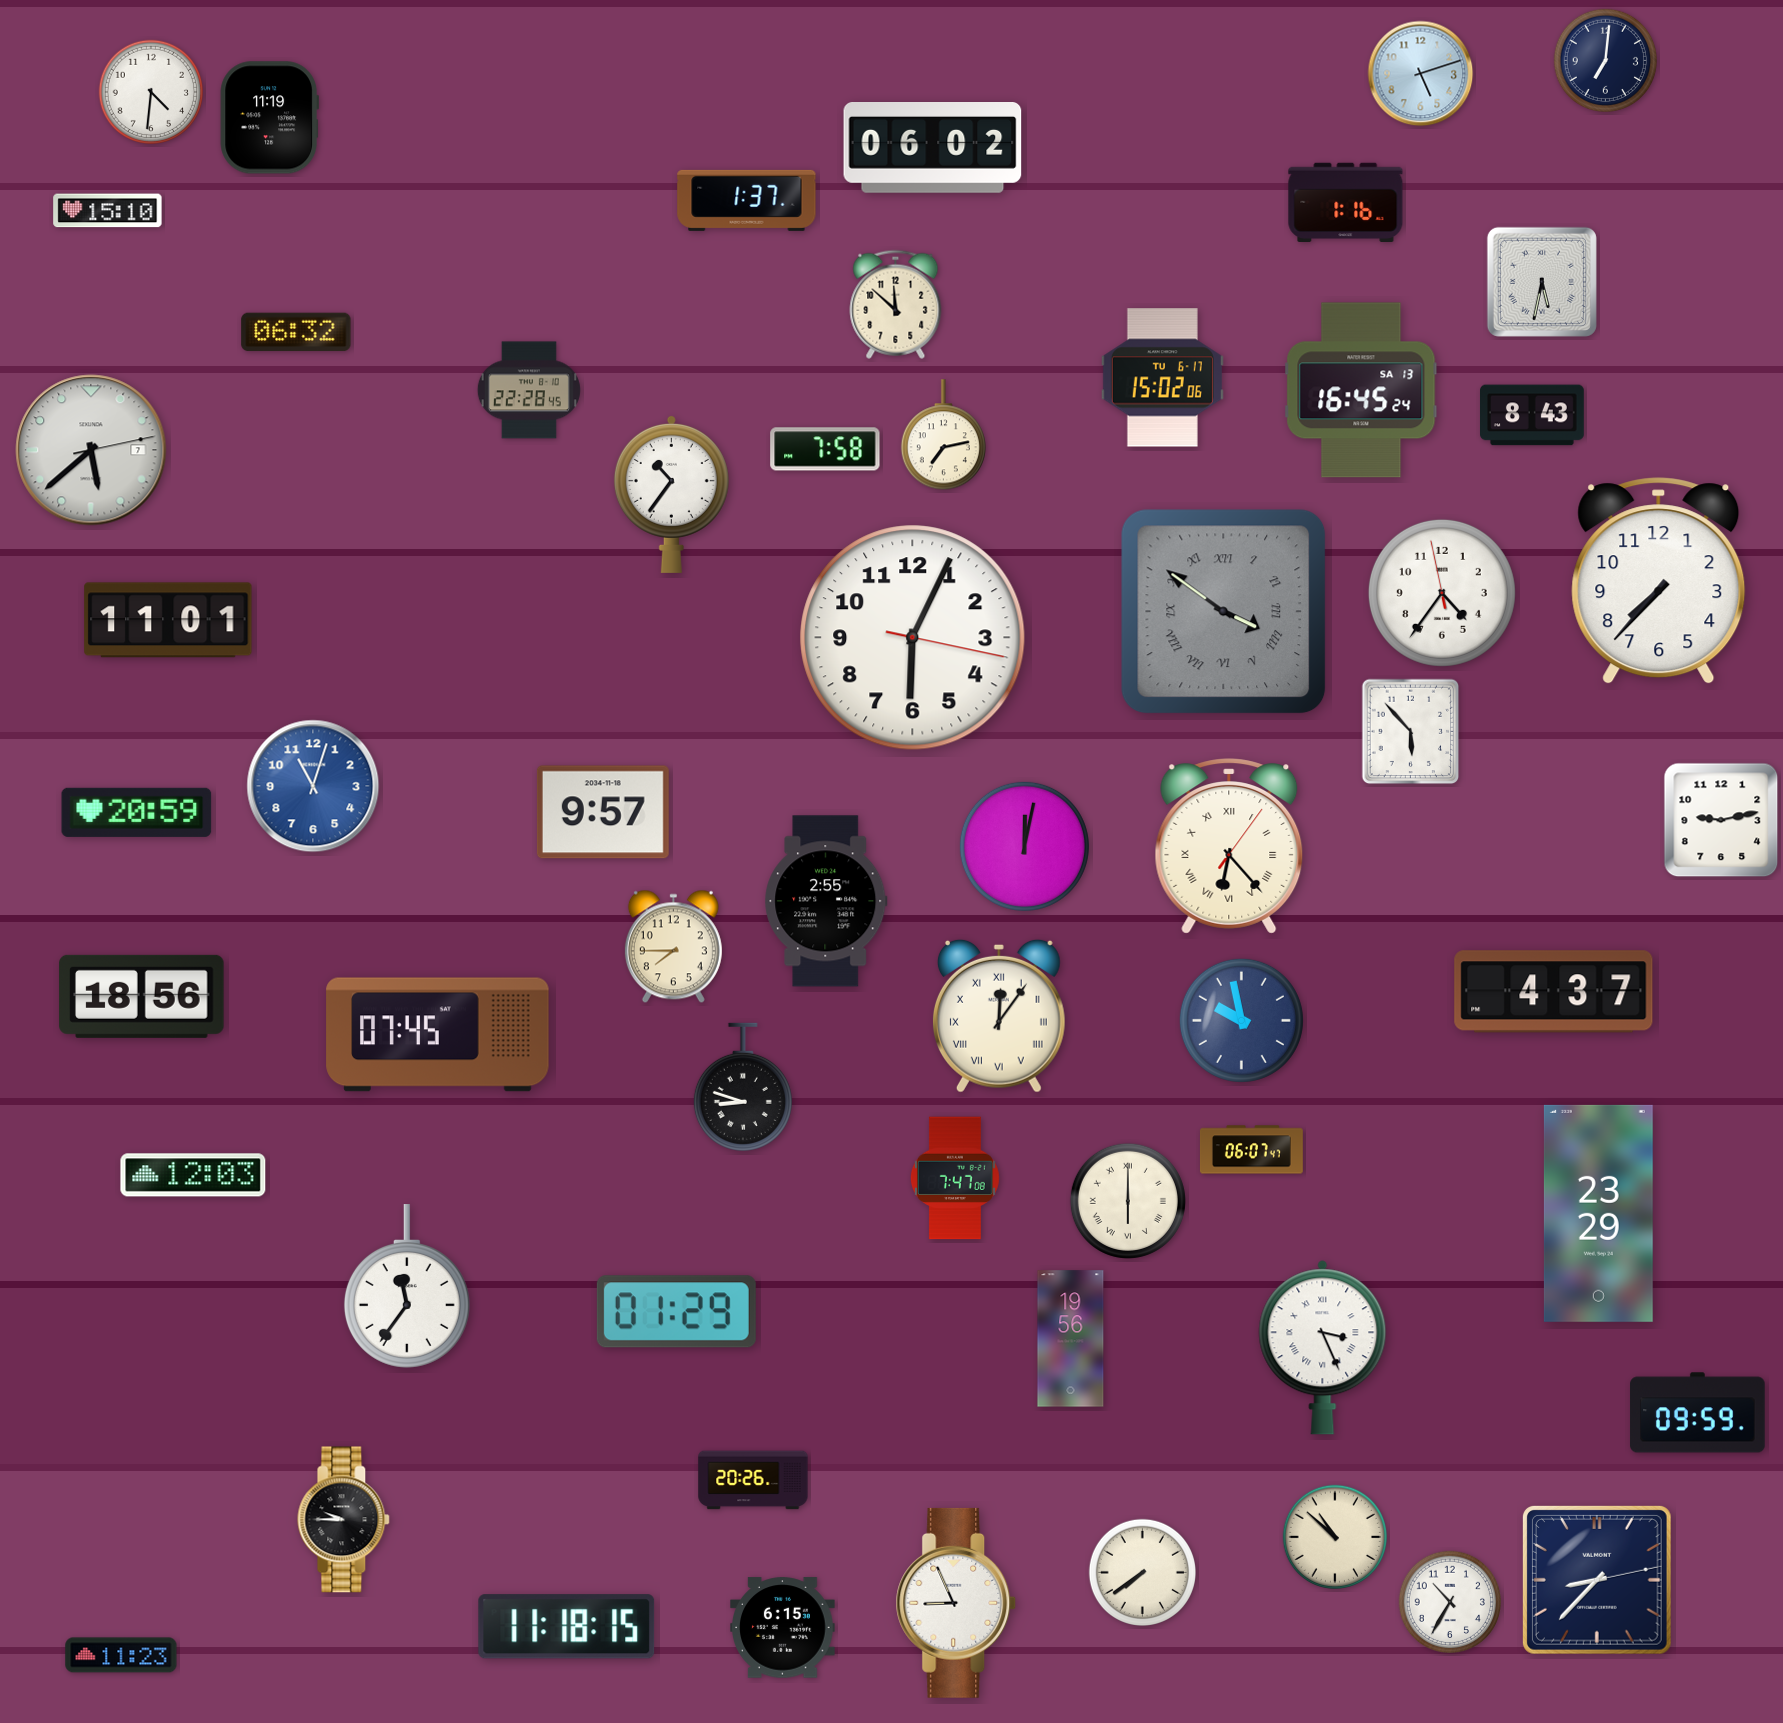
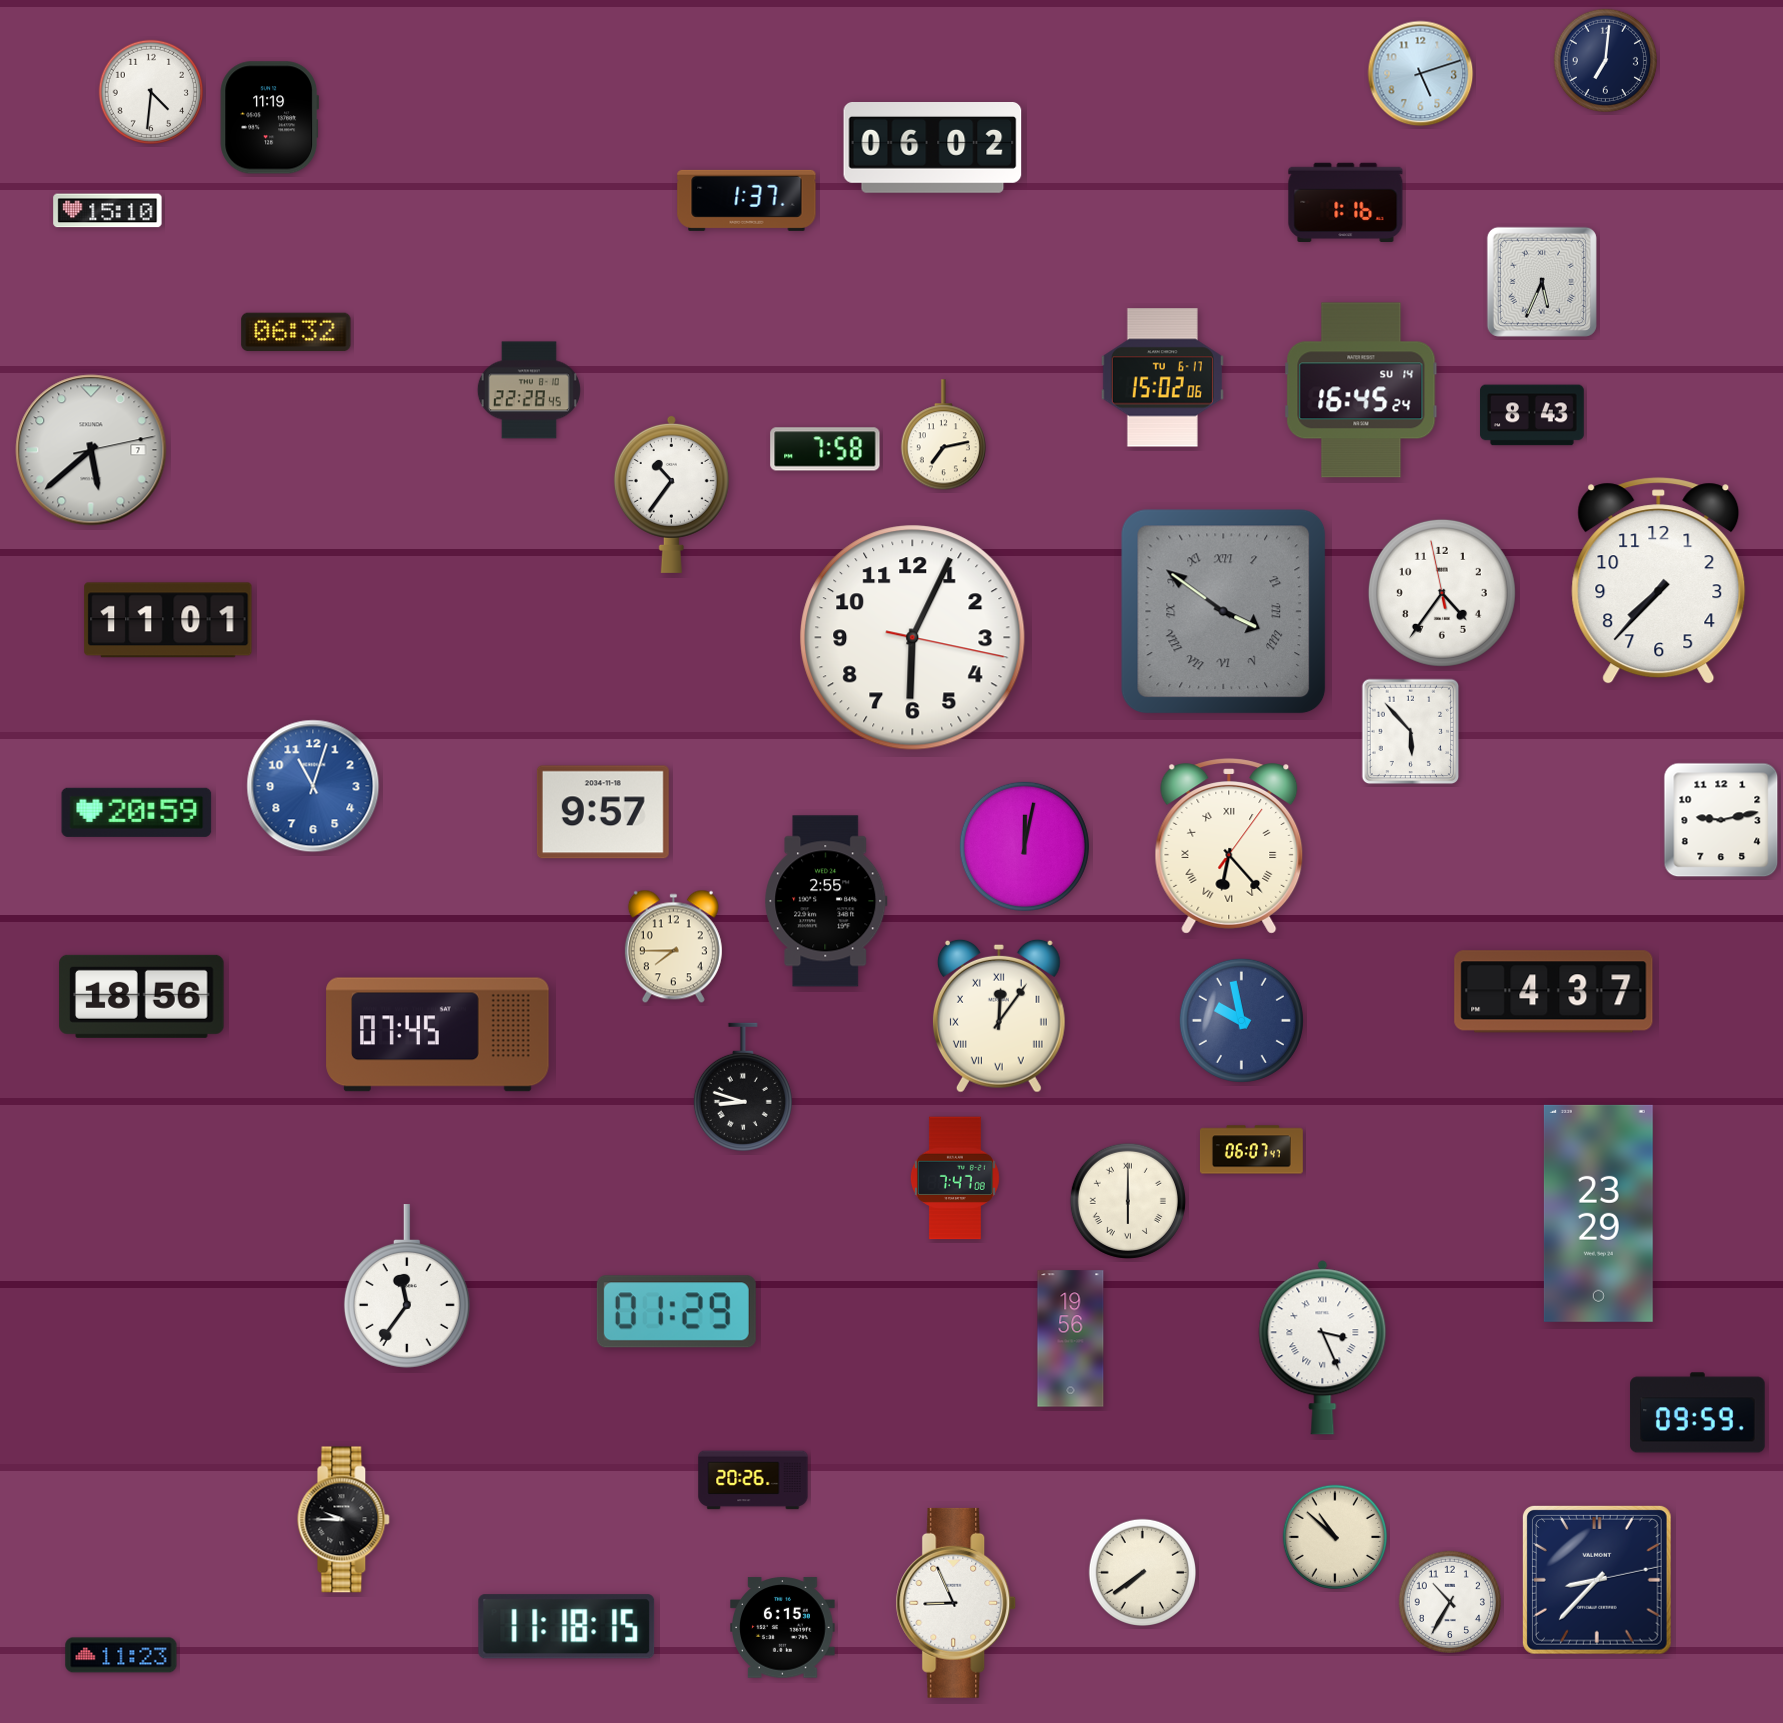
clock at (1542, 282): 5:32 -> 5:34
clock at (896, 304): 11:52 -> none
clock at (1361, 390) date: SA 13 -> SU 14
clock at (193, 1175): 12:03 -> none
